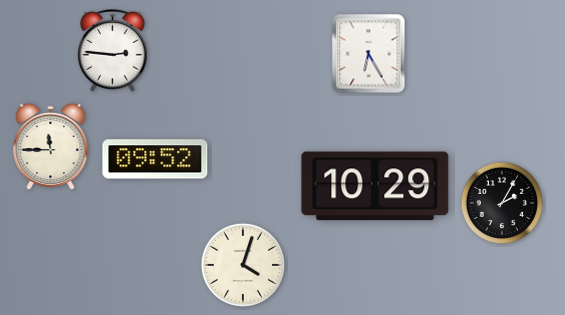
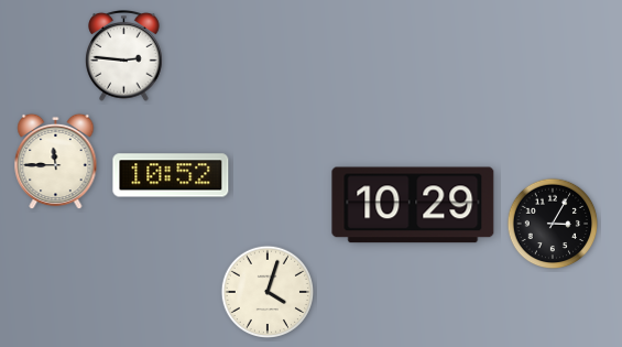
clock at (369, 54): 6:25 -> none
clock at (155, 159): 09:52 -> 10:52
clock at (502, 203): 2:05 -> 3:05
